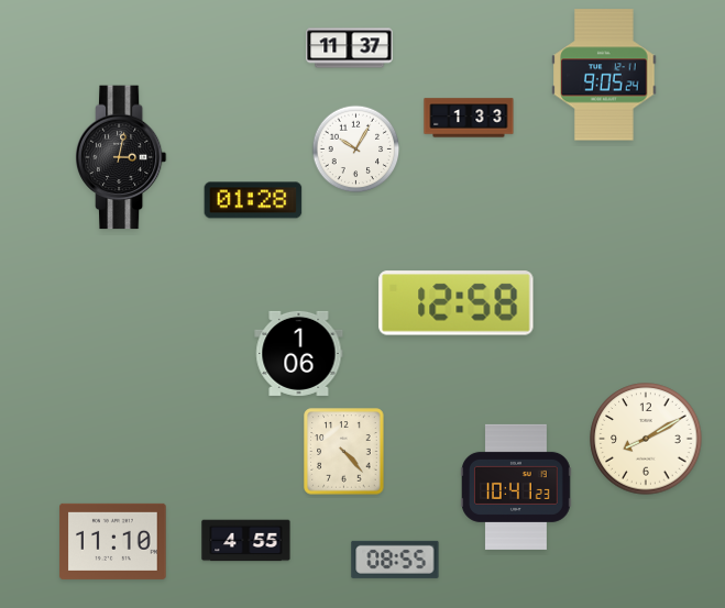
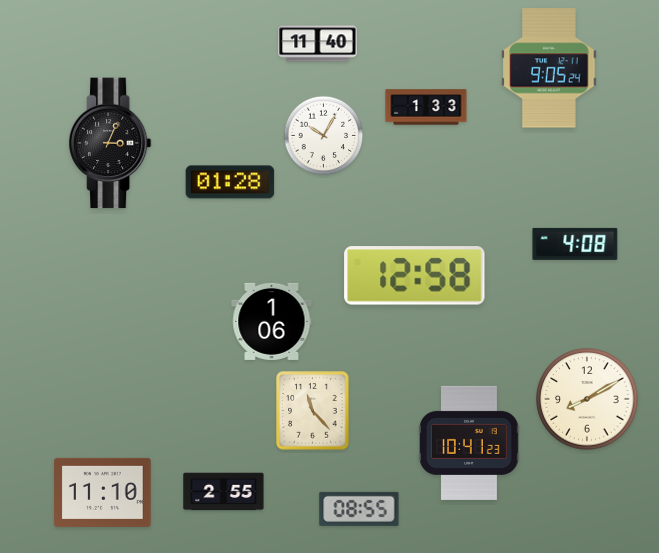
clock at (350, 48): 11:37 -> 11:40
clock at (121, 157): 3:02 -> 3:04
clock at (575, 244): none -> 4:08
clock at (344, 452): 4:23 -> 11:23
clock at (246, 541): 4:55 -> 2:55
